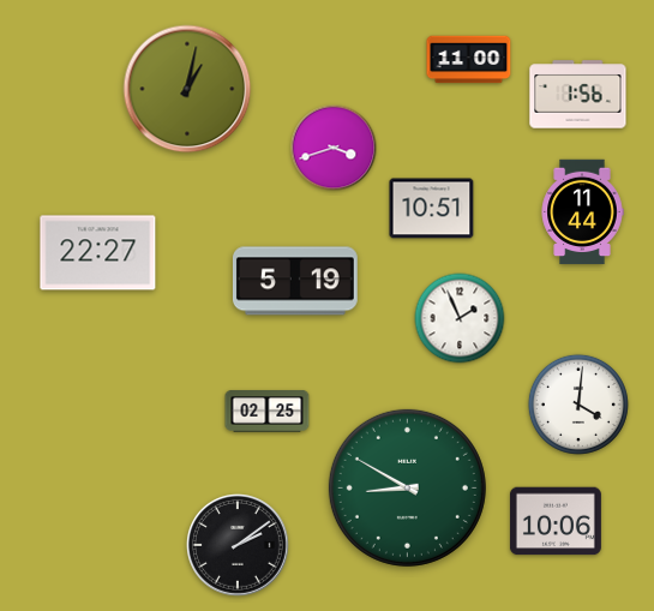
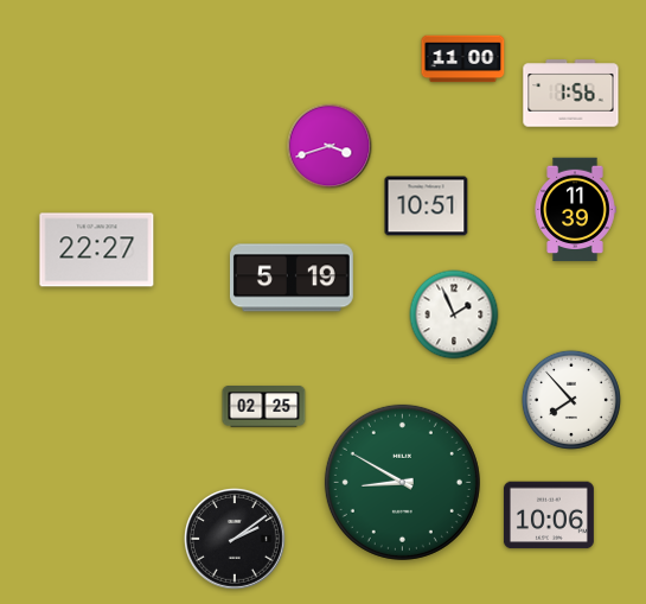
clock at (187, 89): 1:02 -> none
clock at (582, 212): 11:44 -> 11:39
clock at (578, 405): 4:01 -> 7:53
